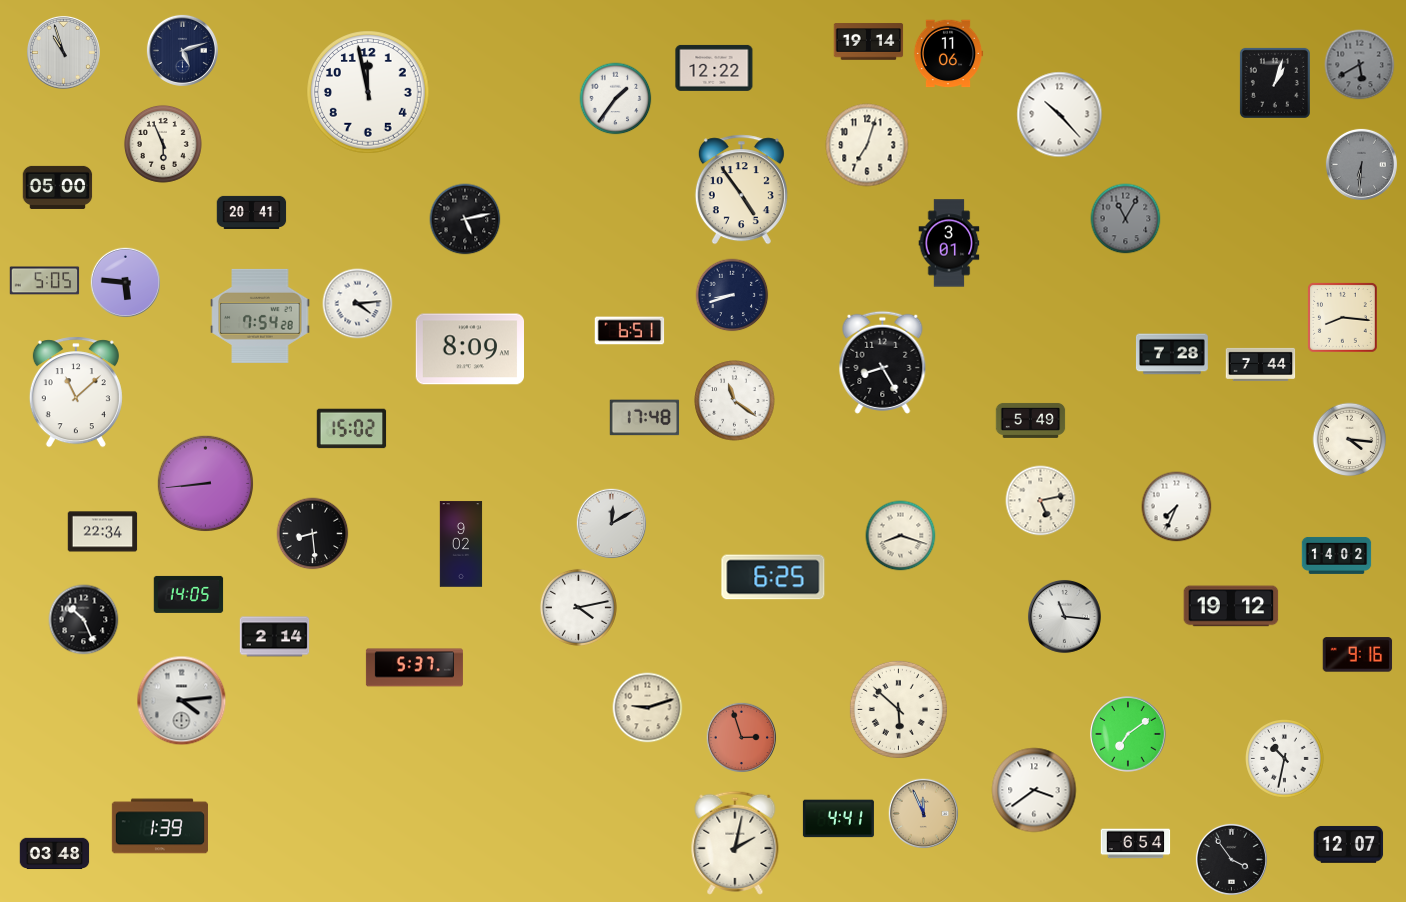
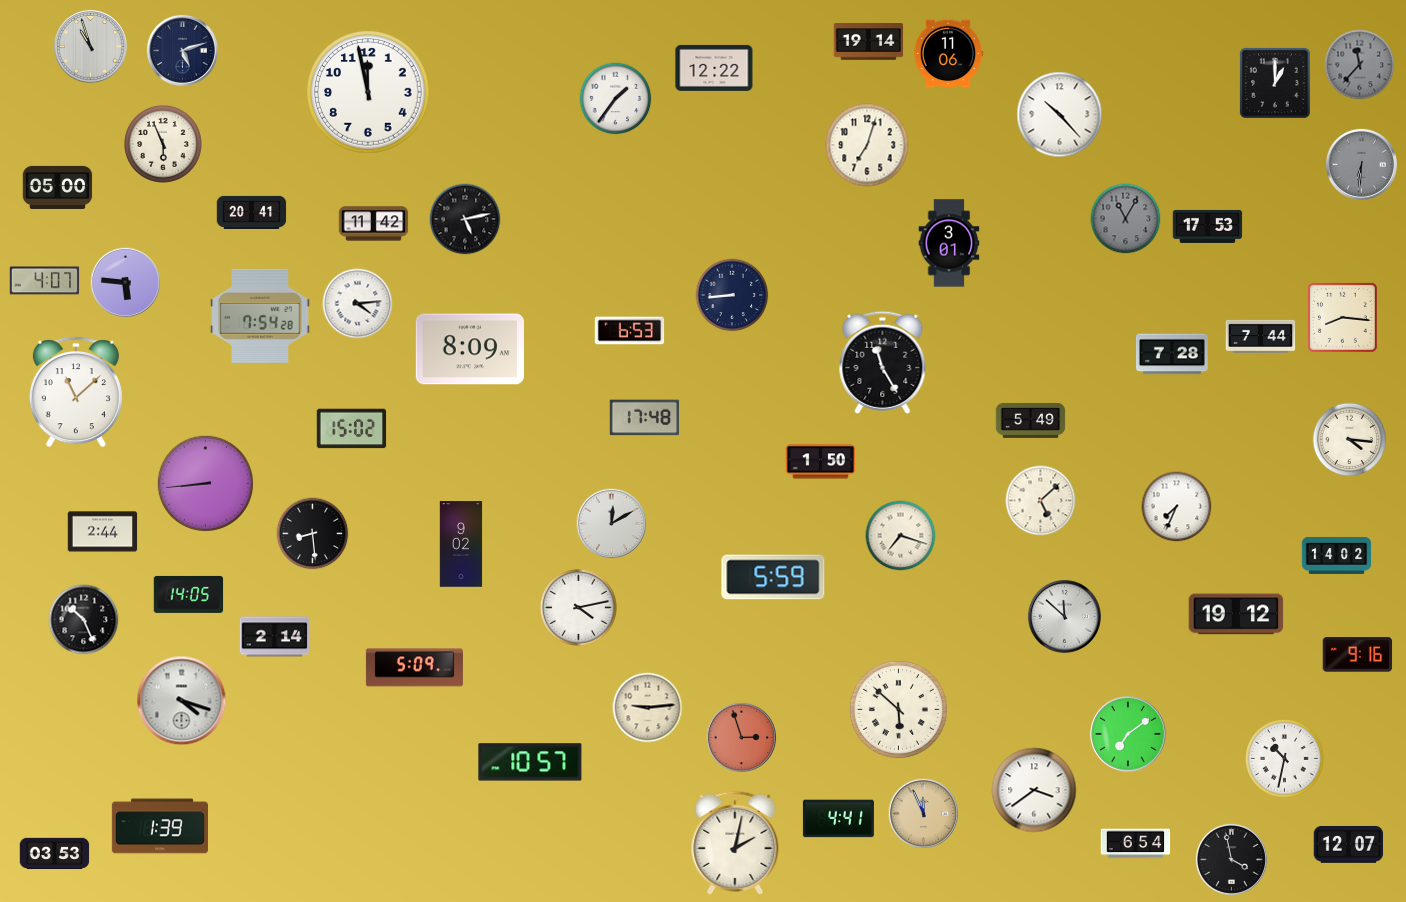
clock at (63, 52) position: (63, 52) -> (90, 46)
clock at (1360, 65): 5:40 -> 11:37
clock at (1275, 83): 1:03 -> 1:00
clock at (741, 190): 4:54 -> none
clock at (374, 224): none -> 11:42
clock at (1208, 226): none -> 17:53
clock at (45, 281): 5:05 -> 4:07
clock at (732, 295): 8:42 -> 8:44
clock at (630, 331): 6:51 -> 6:53
clock at (883, 362): 8:25 -> 11:25
clock at (1261, 364) position: (1261, 364) -> (1261, 336)
clock at (735, 401): 11:21 -> none
clock at (821, 462): none -> 1:50
clock at (1041, 501): 5:13 -> 5:08
clock at (103, 532): 22:34 -> 2:44
clock at (901, 536): 8:18 -> 7:18
clock at (773, 577): 6:25 -> 5:59
clock at (1231, 606) position: (1231, 606) -> (1236, 614)
clock at (1064, 616): 11:16 -> 11:52
clock at (414, 668): 5:37 -> 5:09
clock at (182, 701): 4:14 -> 4:18
clock at (648, 708): 9:12 -> 9:14
clock at (530, 762): none -> 10:57
clock at (55, 854): 03:48 -> 03:53
clock at (1231, 859): 3:54 -> 3:58
